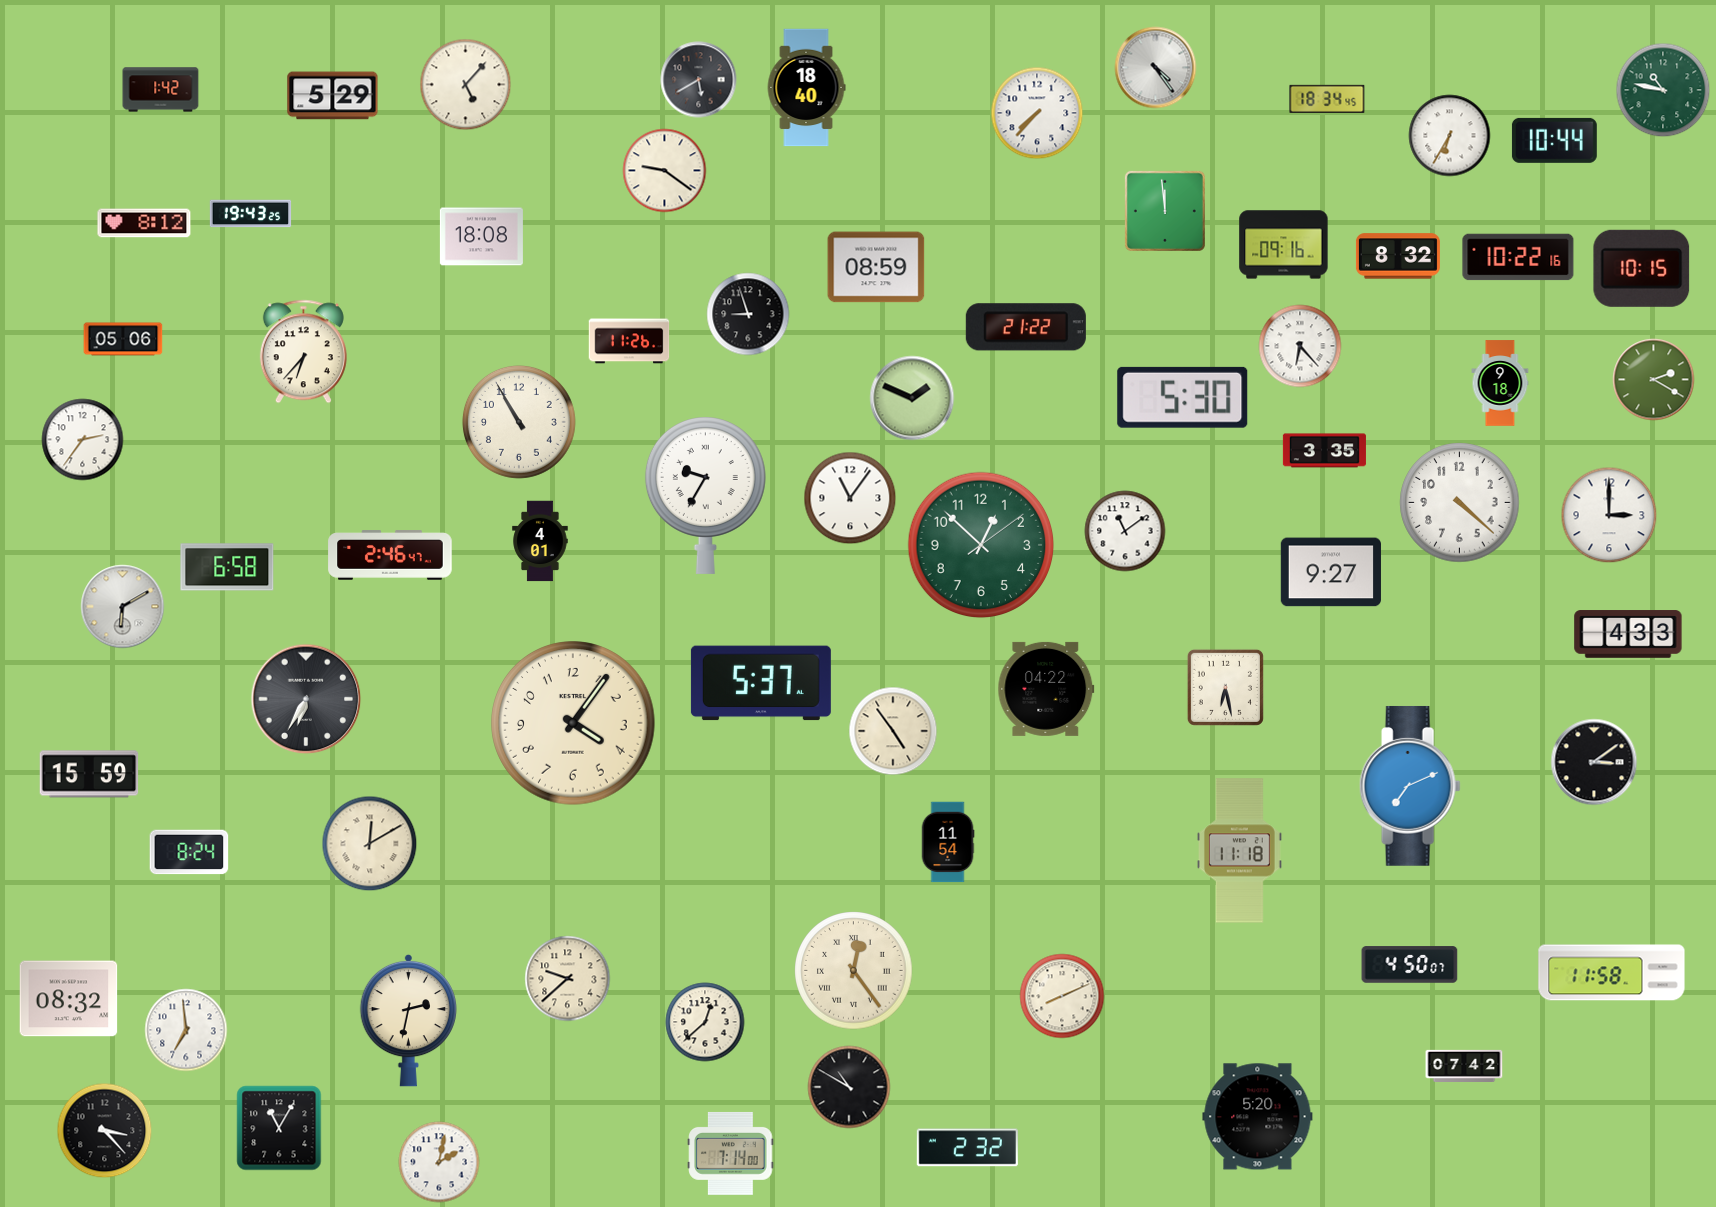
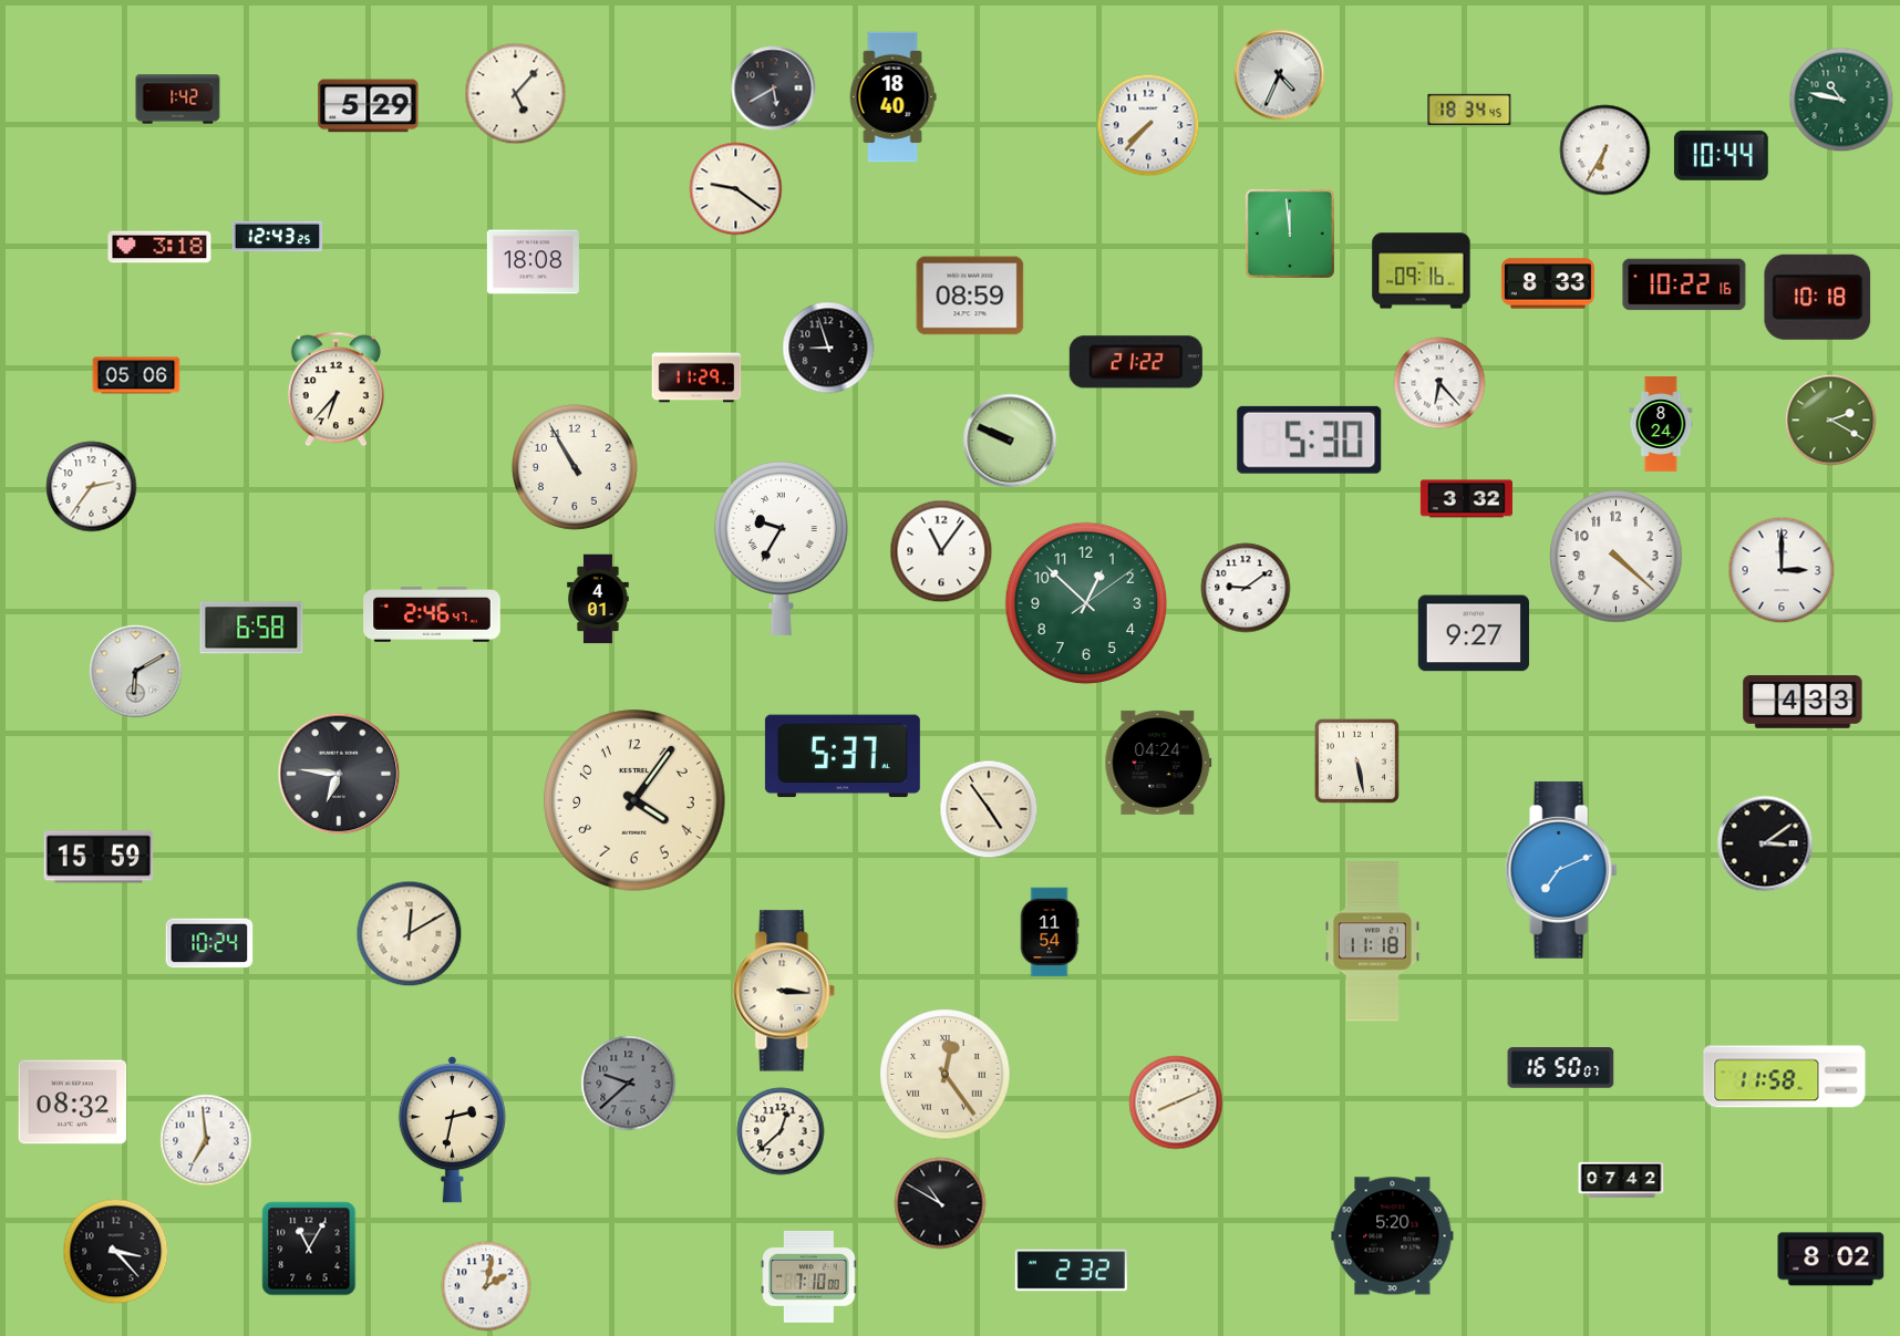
clock at (1156, 68): 4:24 -> 4:34
clock at (251, 214): 19:43 -> 12:43
clock at (144, 223): 8:12 -> 3:18
clock at (1398, 256): 8:32 -> 8:33
clock at (1518, 257) position: (1518, 257) -> (1684, 284)
clock at (1642, 268): 10:15 -> 10:18
clock at (629, 341): 11:26 -> 11:29
clock at (1500, 383): 9:18 -> 8:24
clock at (912, 398): 1:49 -> 9:49
clock at (1324, 451): 3:35 -> 3:32
clock at (1125, 531): 11:09 -> 9:09
clock at (1225, 687): 6:28 -> 5:28
clock at (1046, 689): 04:22 -> 04:24
clock at (306, 699): 6:35 -> 6:46
clock at (189, 852): 8:24 -> 10:24
clock at (784, 991): none -> 3:16
clock at (1410, 965): 4:50 -> 16:50
clock at (568, 979) dial: cream -> grey
clock at (69, 999) position: (69, 999) -> (73, 1102)
clock at (1831, 1260): none -> 8:02
clock at (731, 1153): 7:14 -> 7:10
